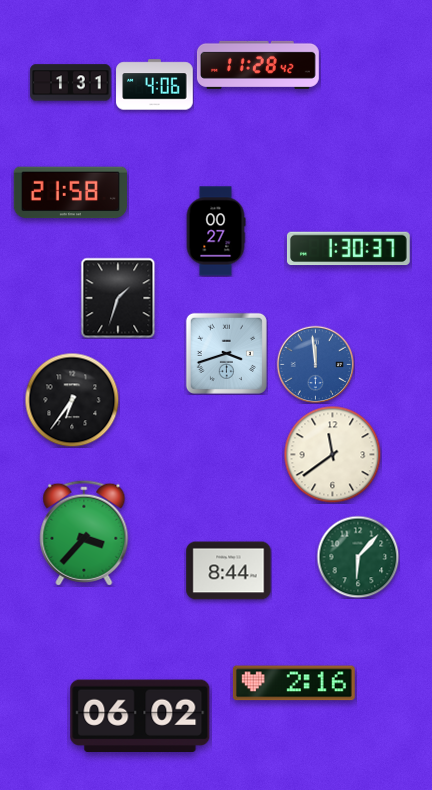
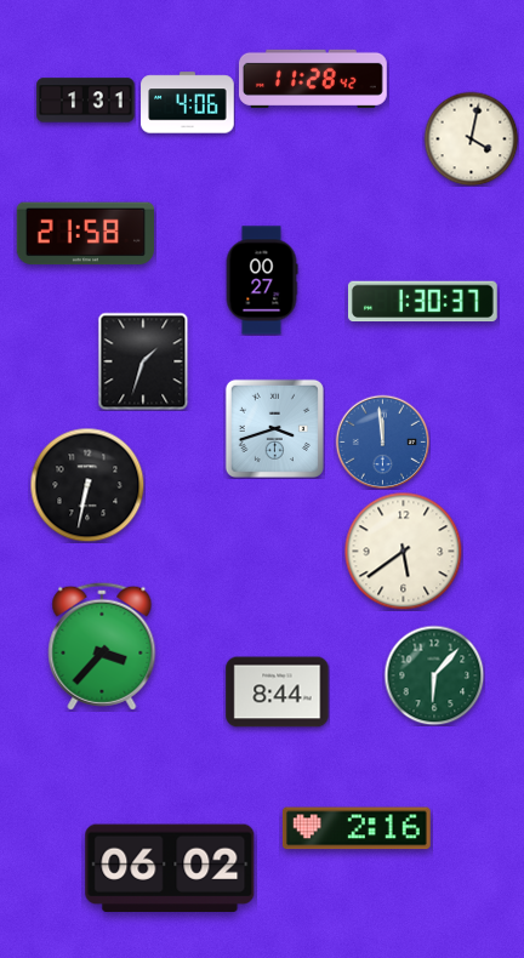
clock at (471, 138): none -> 4:02
clock at (72, 400): 6:36 -> 6:32
clock at (332, 454): 11:39 -> 5:39
